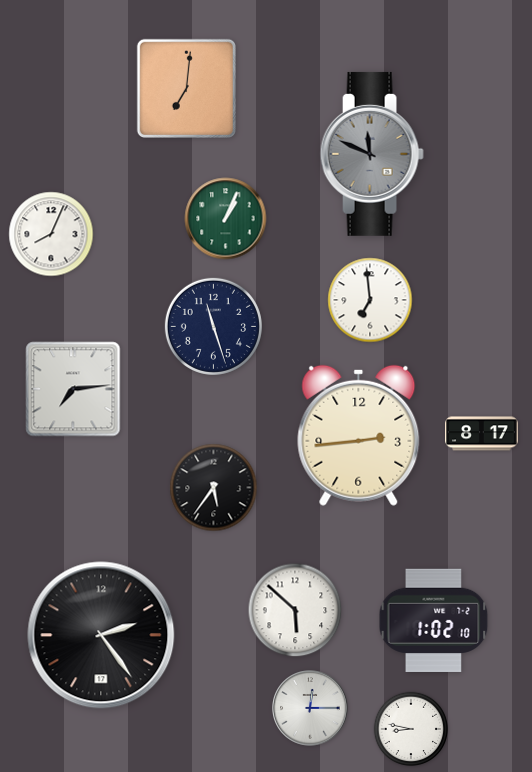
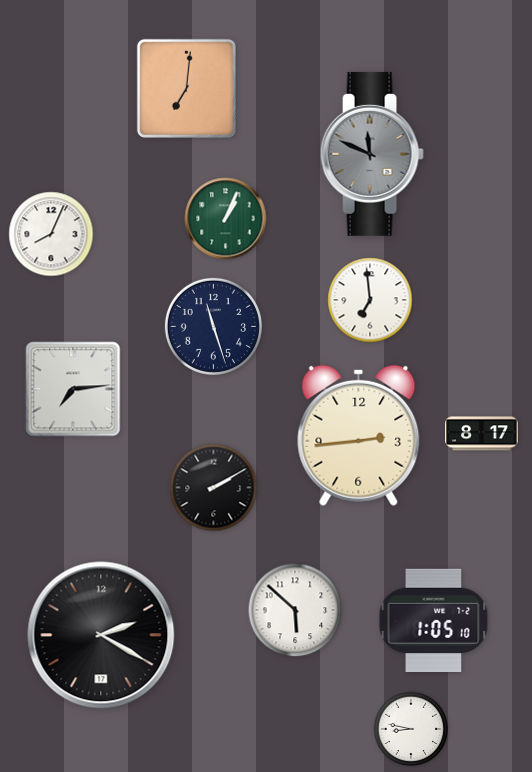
clock at (214, 488): 5:36 -> 2:10
clock at (434, 621): 1:02 -> 1:05
clock at (101, 635): 2:24 -> 2:20
clock at (310, 708): 12:15 -> none
